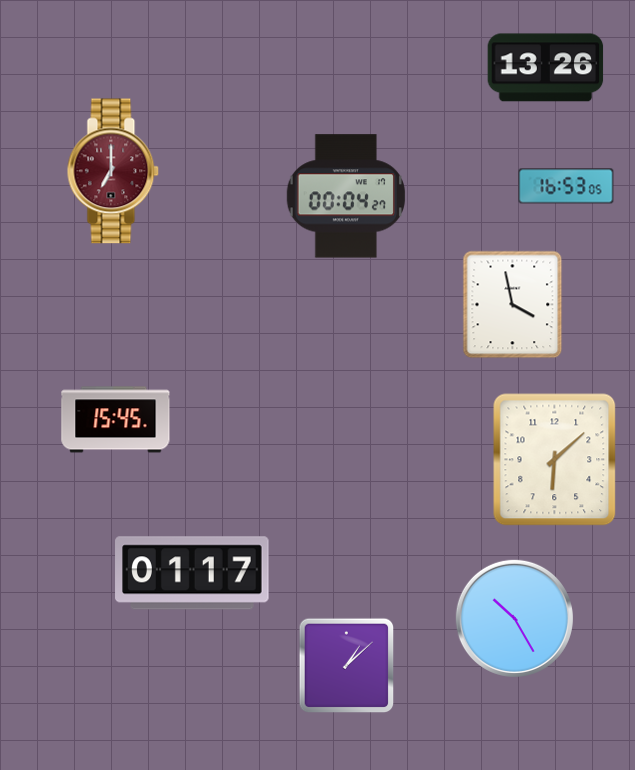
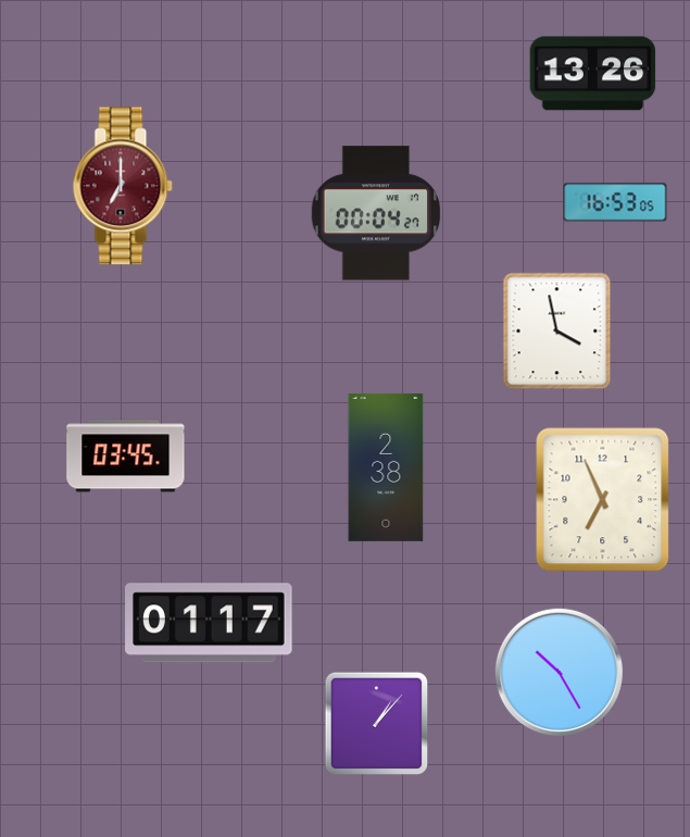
clock at (116, 420): 15:45 -> 03:45
clock at (386, 467): none -> 2:38
clock at (555, 460): 6:08 -> 6:56
clock at (347, 666): 1:08 -> 1:07
